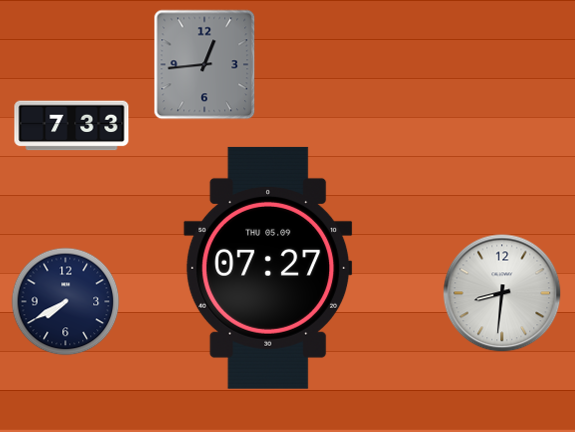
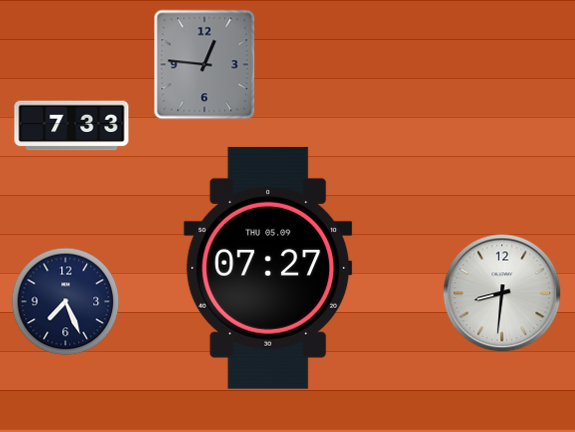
clock at (205, 65): 12:44 -> 12:46
clock at (66, 302): 7:40 -> 7:26
